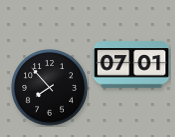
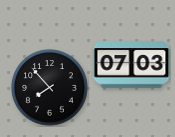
clock at (132, 65): 07:01 -> 07:03
